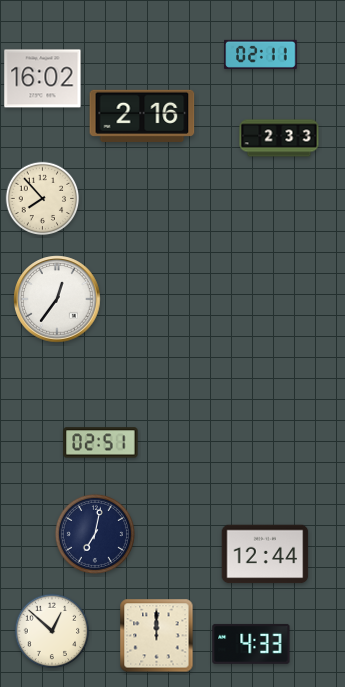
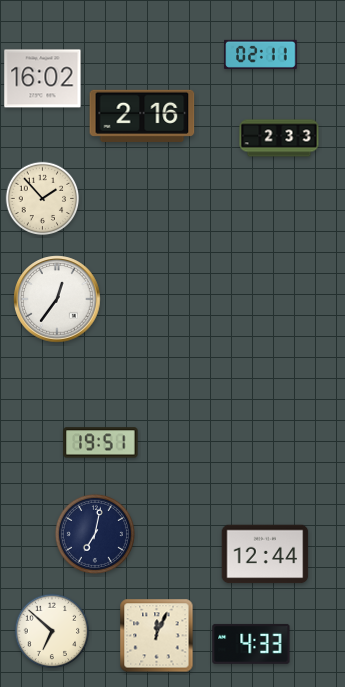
clock at (43, 199): 7:53 -> 1:53
clock at (101, 443): 02:51 -> 19:51
clock at (52, 631): 12:52 -> 6:52
clock at (157, 636): 12:00 -> 12:04
